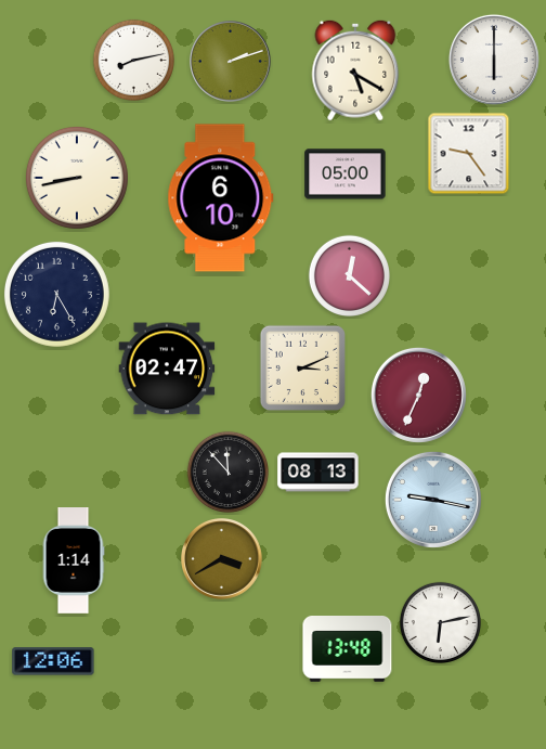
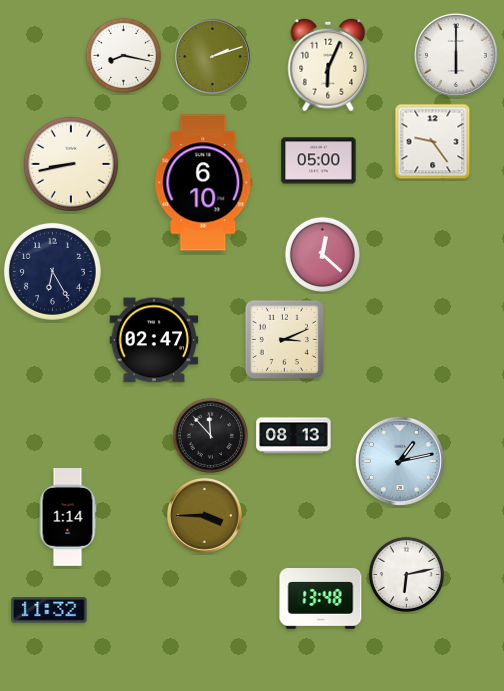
clock at (133, 60): 8:13 -> 8:17
clock at (355, 70): 5:20 -> 6:04
clock at (302, 367) position: (302, 367) -> (284, 339)
clock at (418, 395): 12:34 -> none
clock at (433, 500): 9:17 -> 1:13
clock at (222, 559): 3:40 -> 3:45
clock at (53, 661): 12:06 -> 11:32
